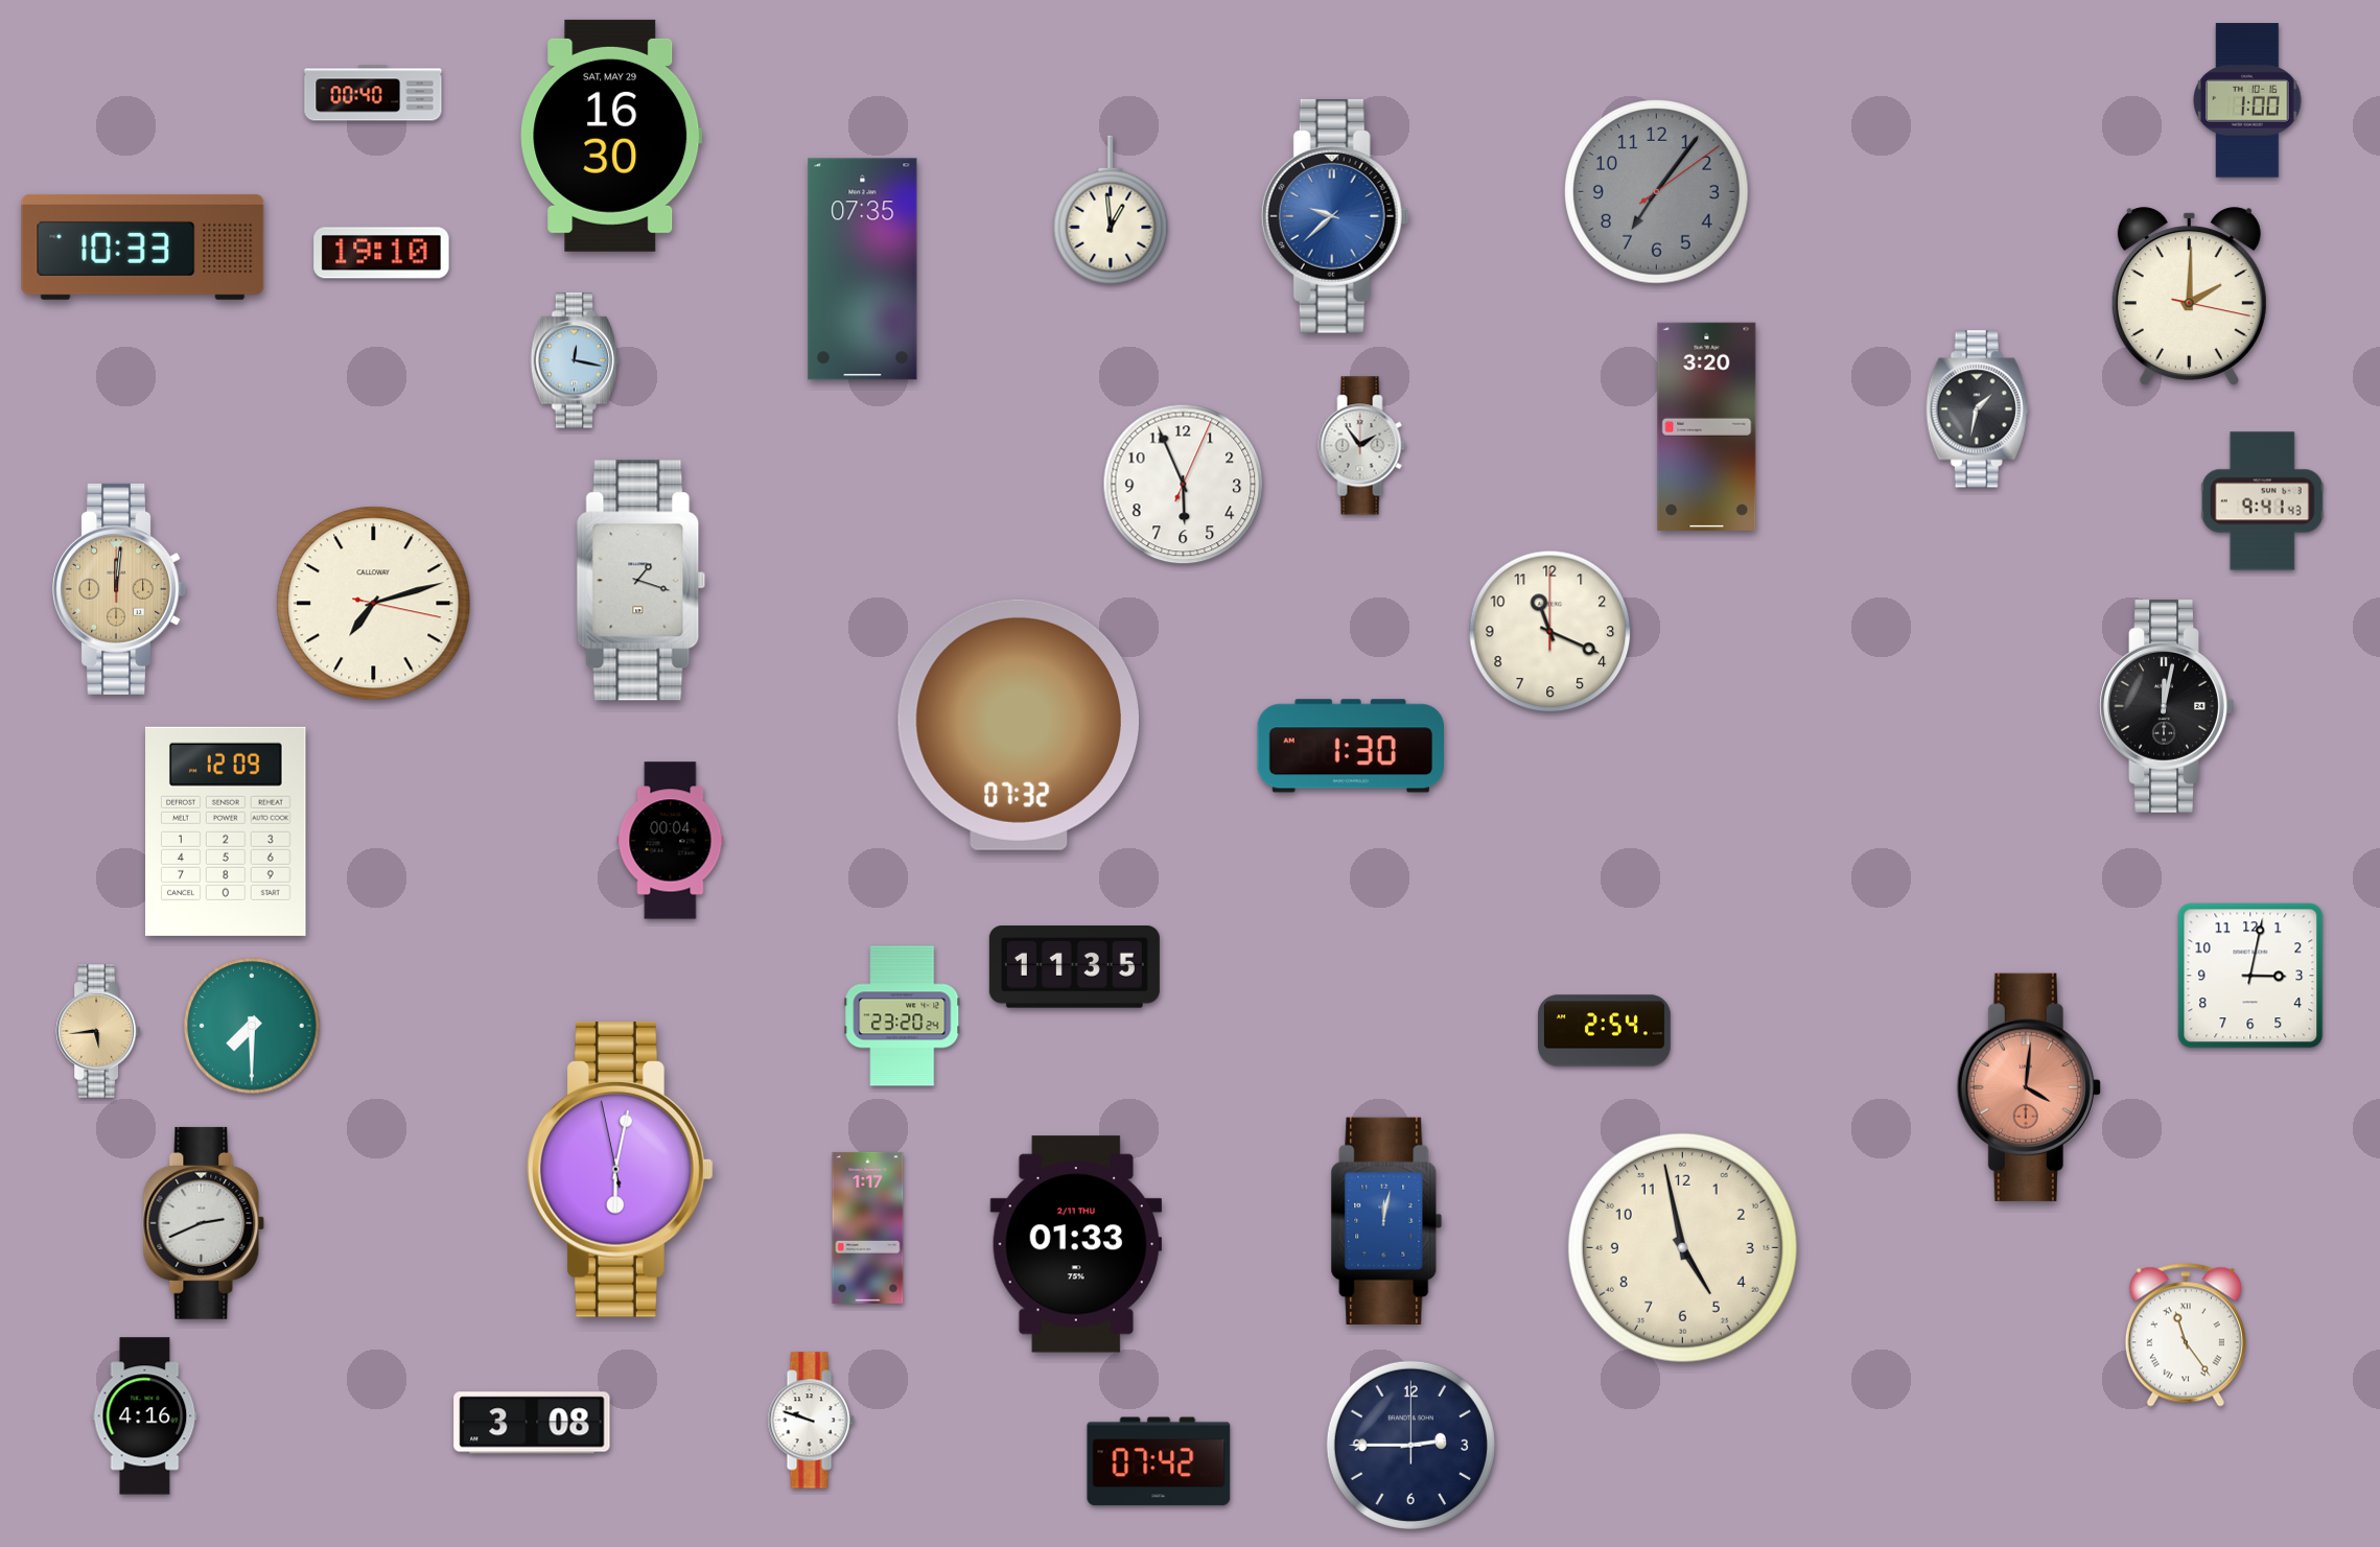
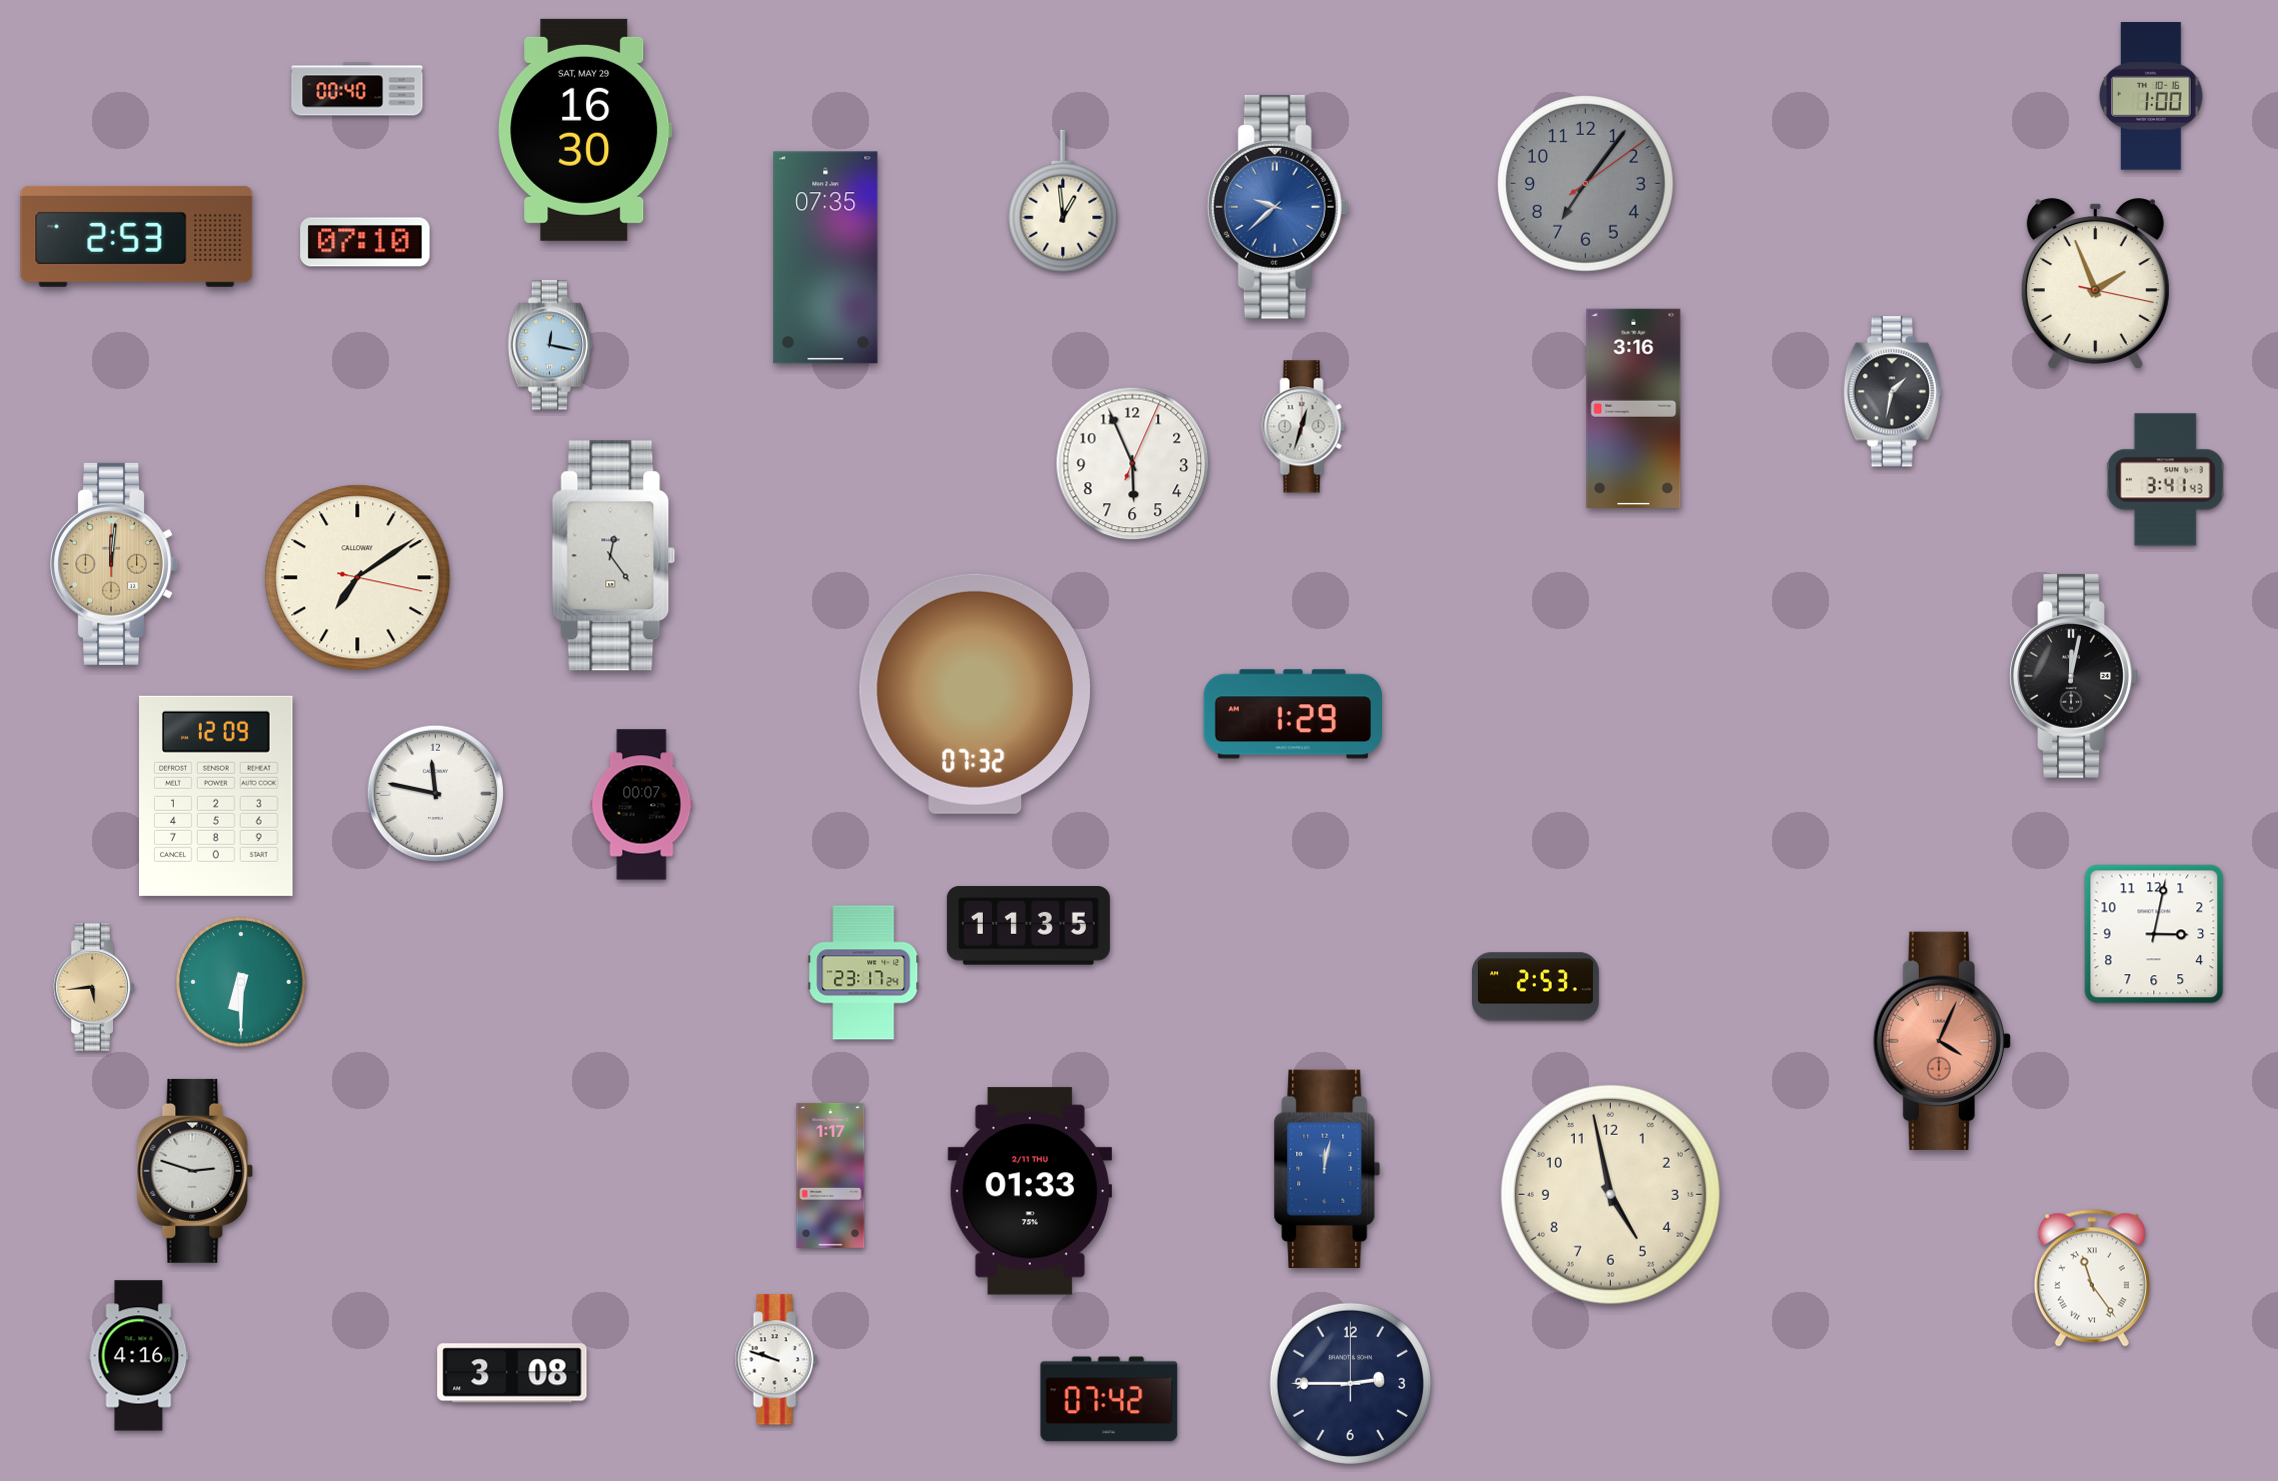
clock at (143, 247): 10:33 -> 2:53
clock at (381, 253): 19:10 -> 07:10
clock at (2189, 296): 2:00 -> 1:56
clock at (1707, 426): 3:20 -> 3:16
clock at (1362, 446): 1:54 -> 12:33
clock at (2262, 501): 9:41 -> 3:41
clock at (641, 581): 1:18 -> 12:24
clock at (374, 604): 7:12 -> 7:09
clock at (1550, 632): 11:19 -> none
clock at (1350, 746): 1:30 -> 1:29
clock at (436, 794): none -> 11:47
clock at (671, 841): 00:04 -> 00:07
clock at (903, 1016): 23:20 -> 23:17
clock at (252, 1026): 7:30 -> 6:30
clock at (1605, 1031): 2:54 -> 2:53
clock at (2029, 1087): 4:01 -> 4:04
clock at (621, 1169): 6:01 -> none
clock at (204, 1223): 2:41 -> 2:48
clock at (532, 1423) position: (532, 1423) -> (512, 1373)
